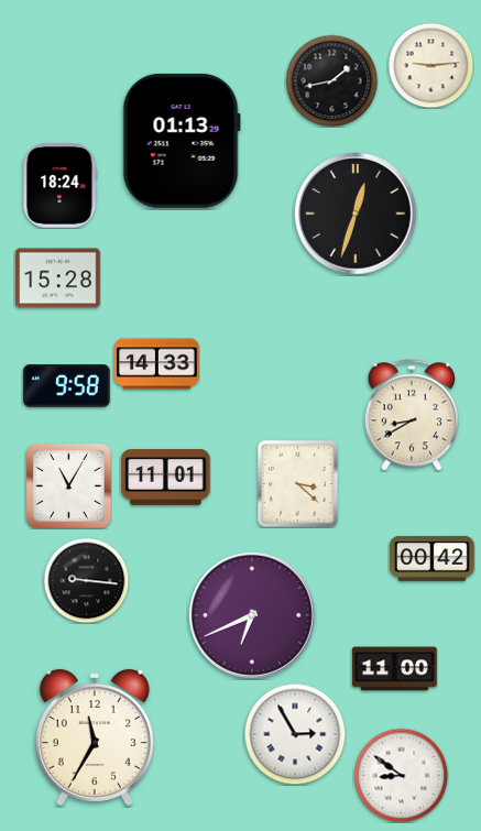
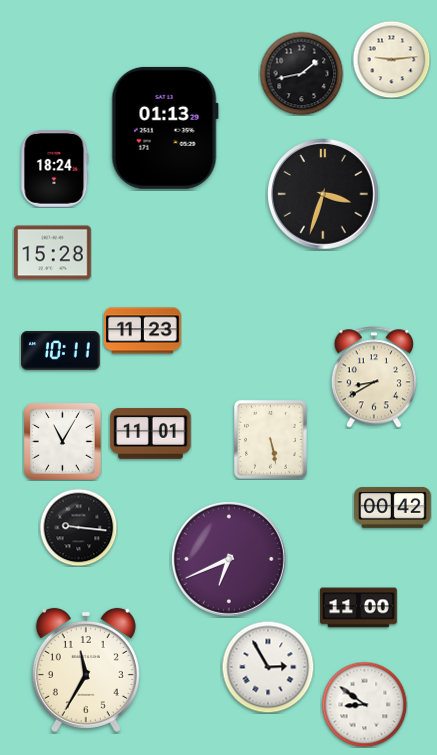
clock at (356, 214): 12:33 -> 3:33
clock at (157, 364): 14:33 -> 11:23
clock at (67, 386): 9:58 -> 10:11
clock at (297, 483): 3:22 -> 5:28
